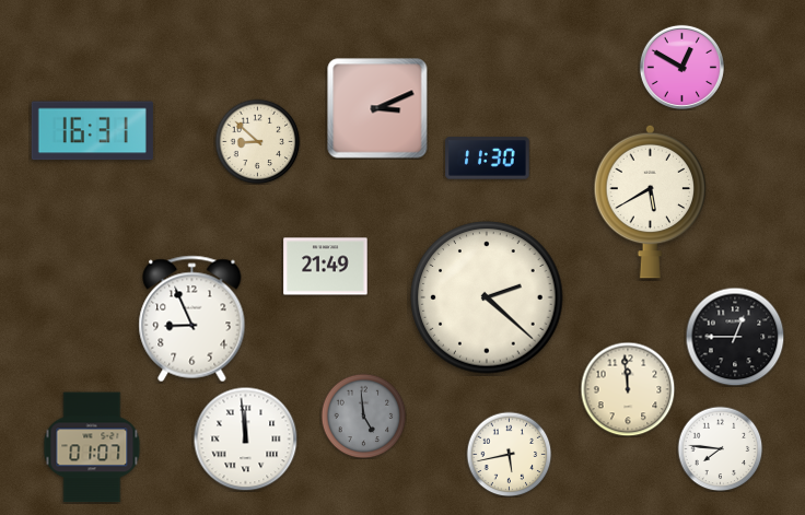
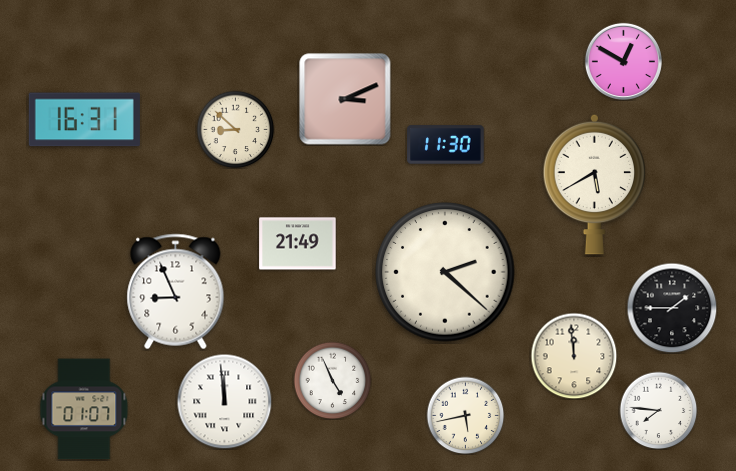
clock at (735, 337): 12:45 -> 1:45
clock at (363, 415): 4:59 -> 4:56
clock at (363, 415) dial: grey -> white
